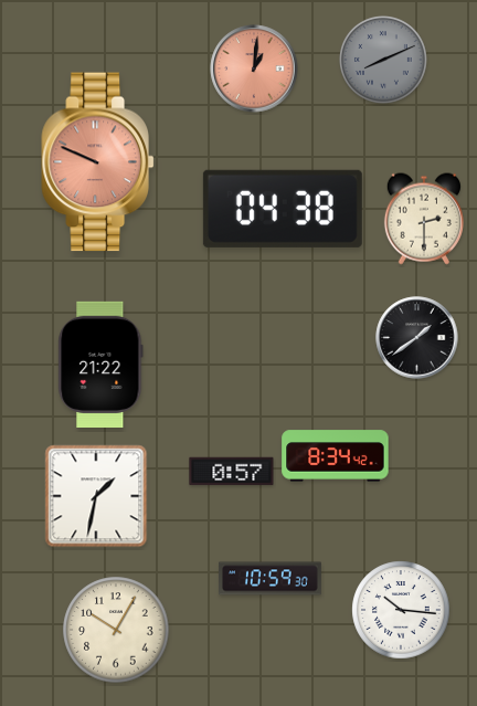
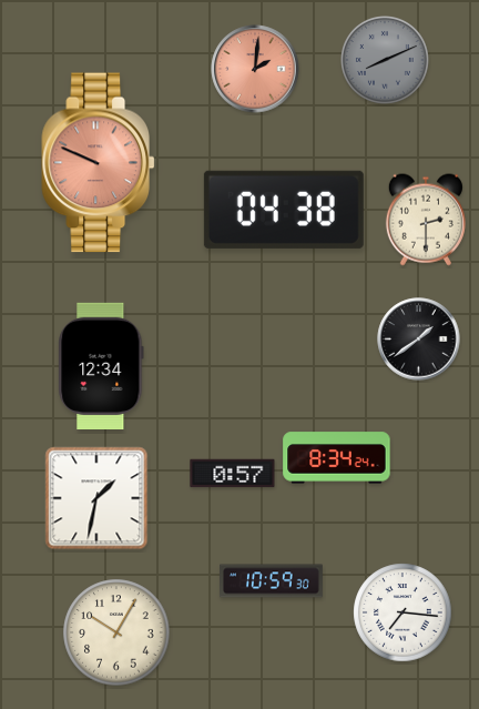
clock at (254, 69): 1:01 -> 2:01
clock at (100, 365): 21:22 -> 12:34
clock at (336, 456): 8:34:42 -> 8:34:24
clock at (401, 610): 10:16 -> 7:16
